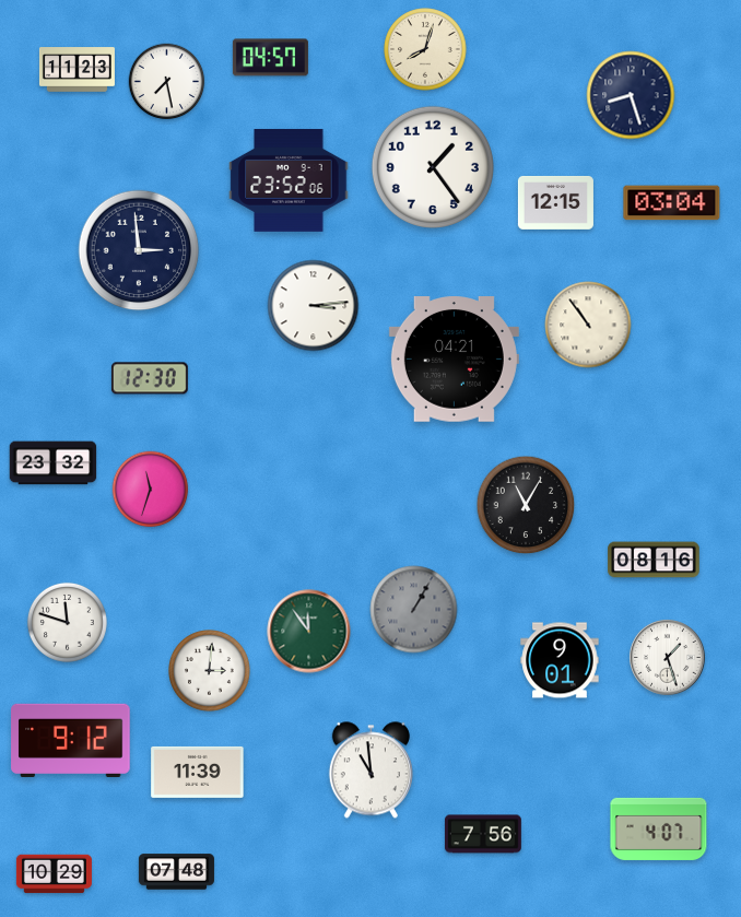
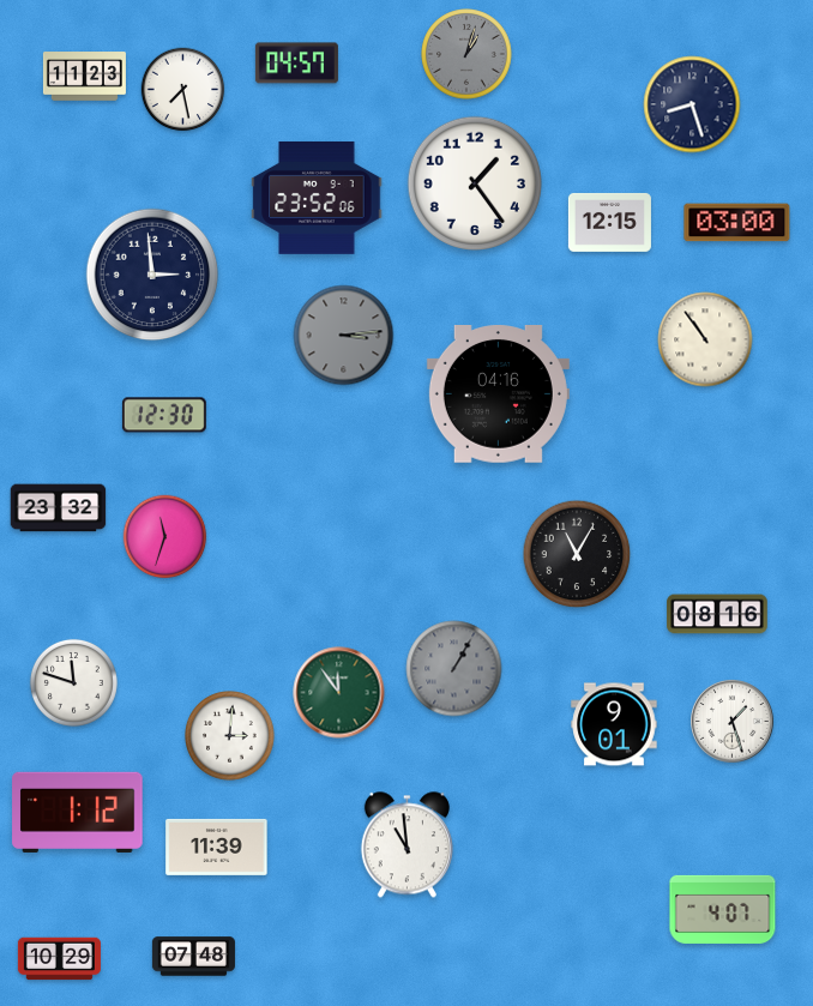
clock at (425, 49): 8:03 -> 1:03
clock at (425, 49) dial: cream -> grey
clock at (672, 203): 03:04 -> 03:00
clock at (314, 306) dial: white -> grey
clock at (588, 325) position: (588, 325) -> (705, 339)
clock at (454, 360): 04:21 -> 04:16
clock at (71, 740): 9:12 -> 1:12
clock at (483, 834): 7:56 -> none
